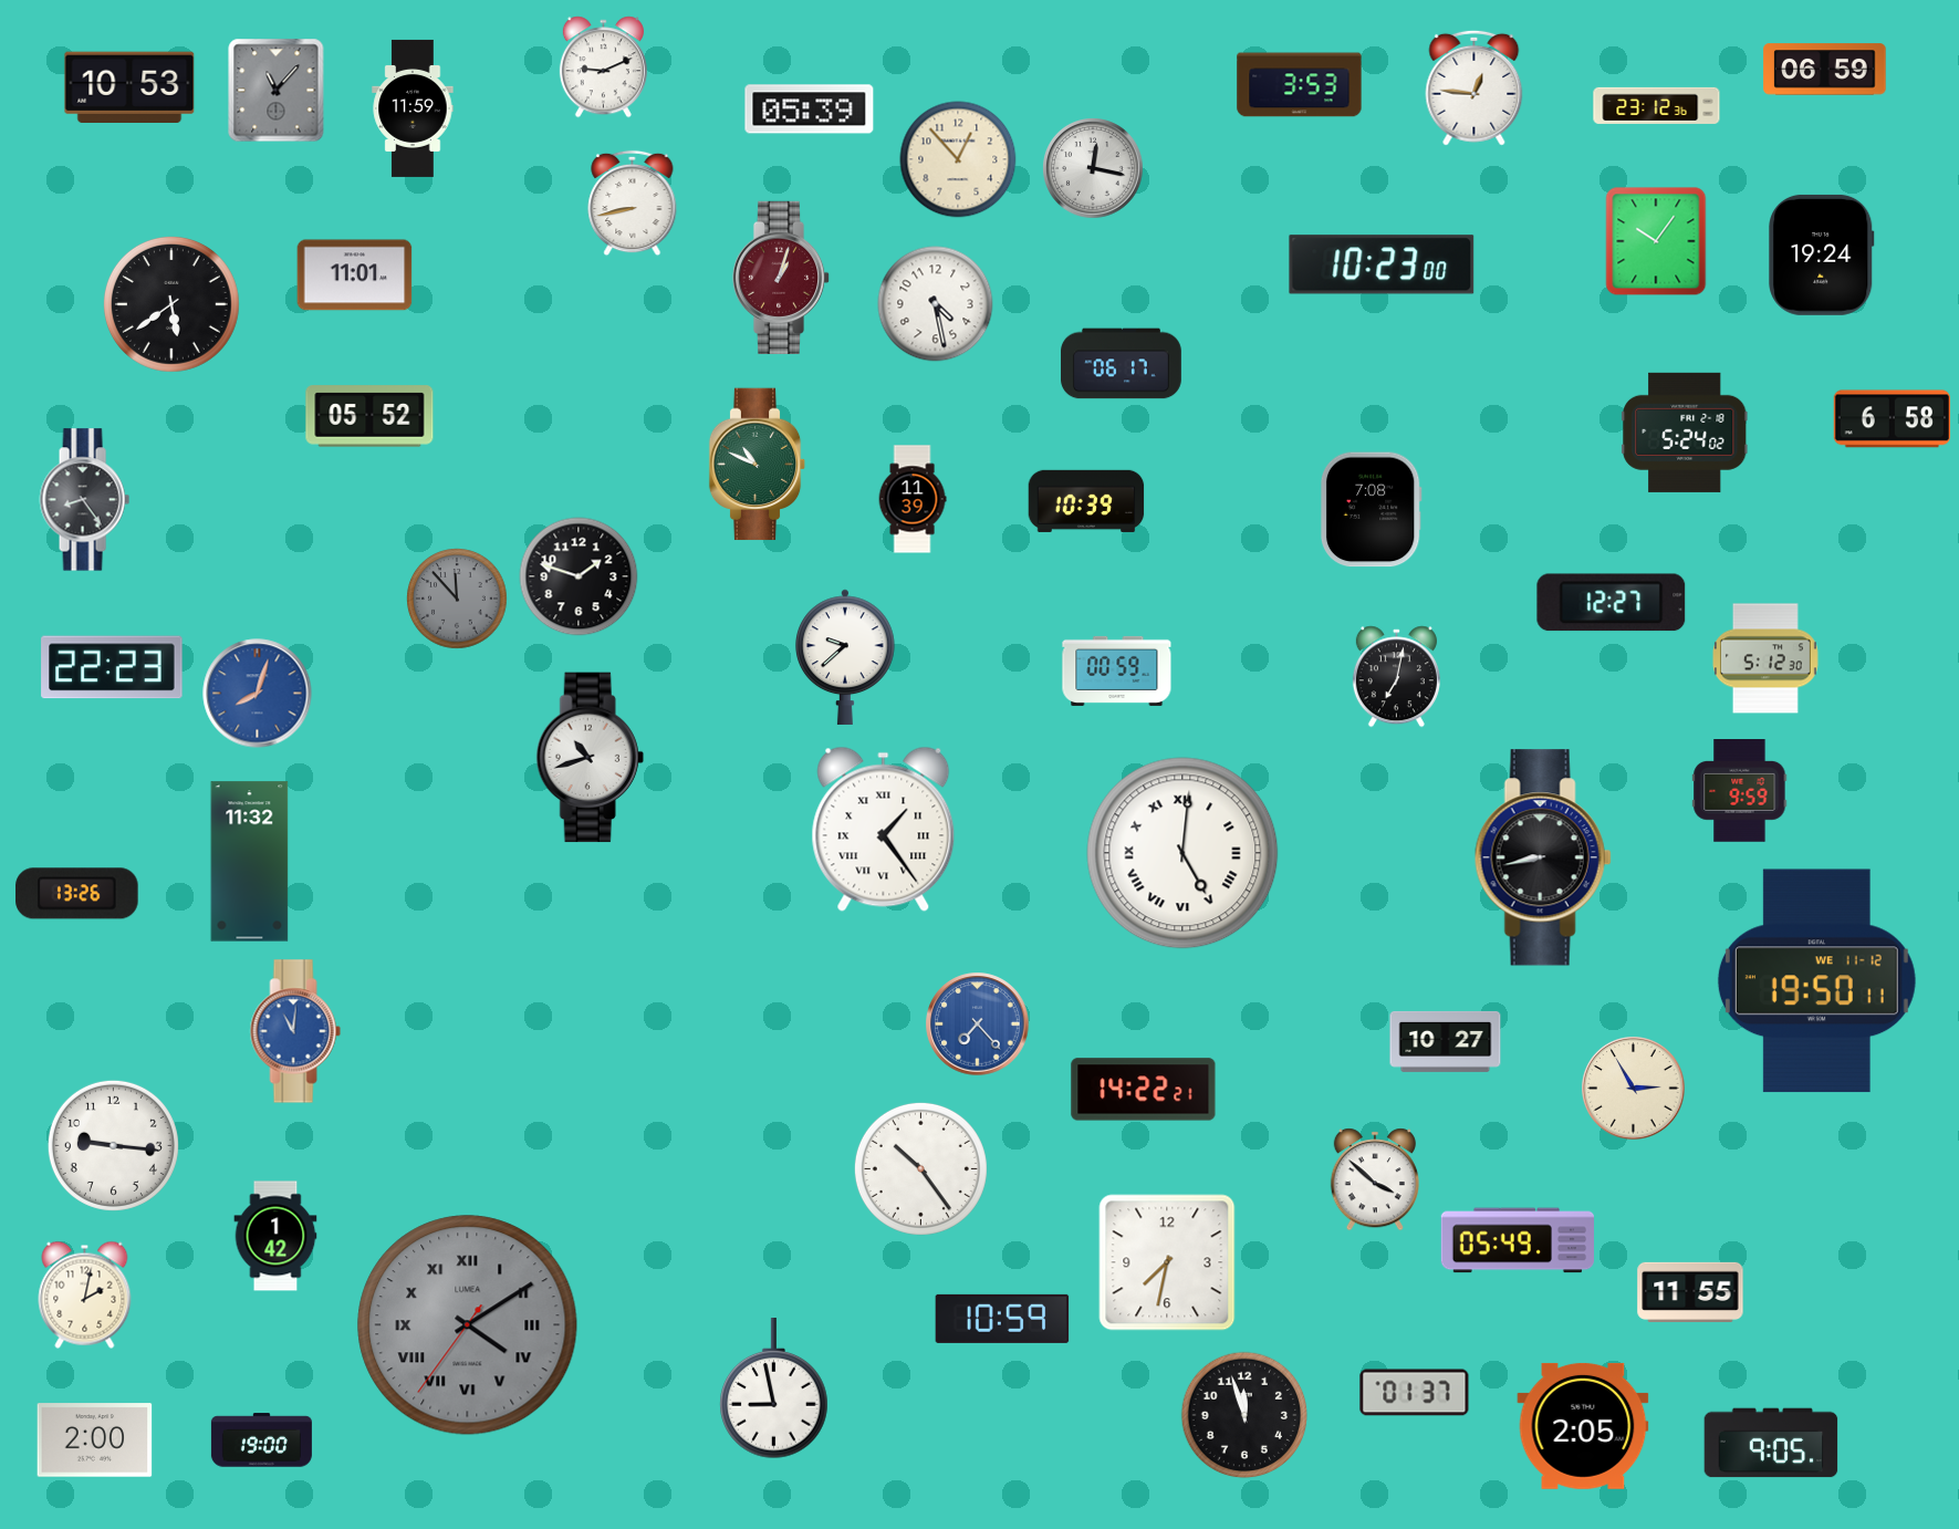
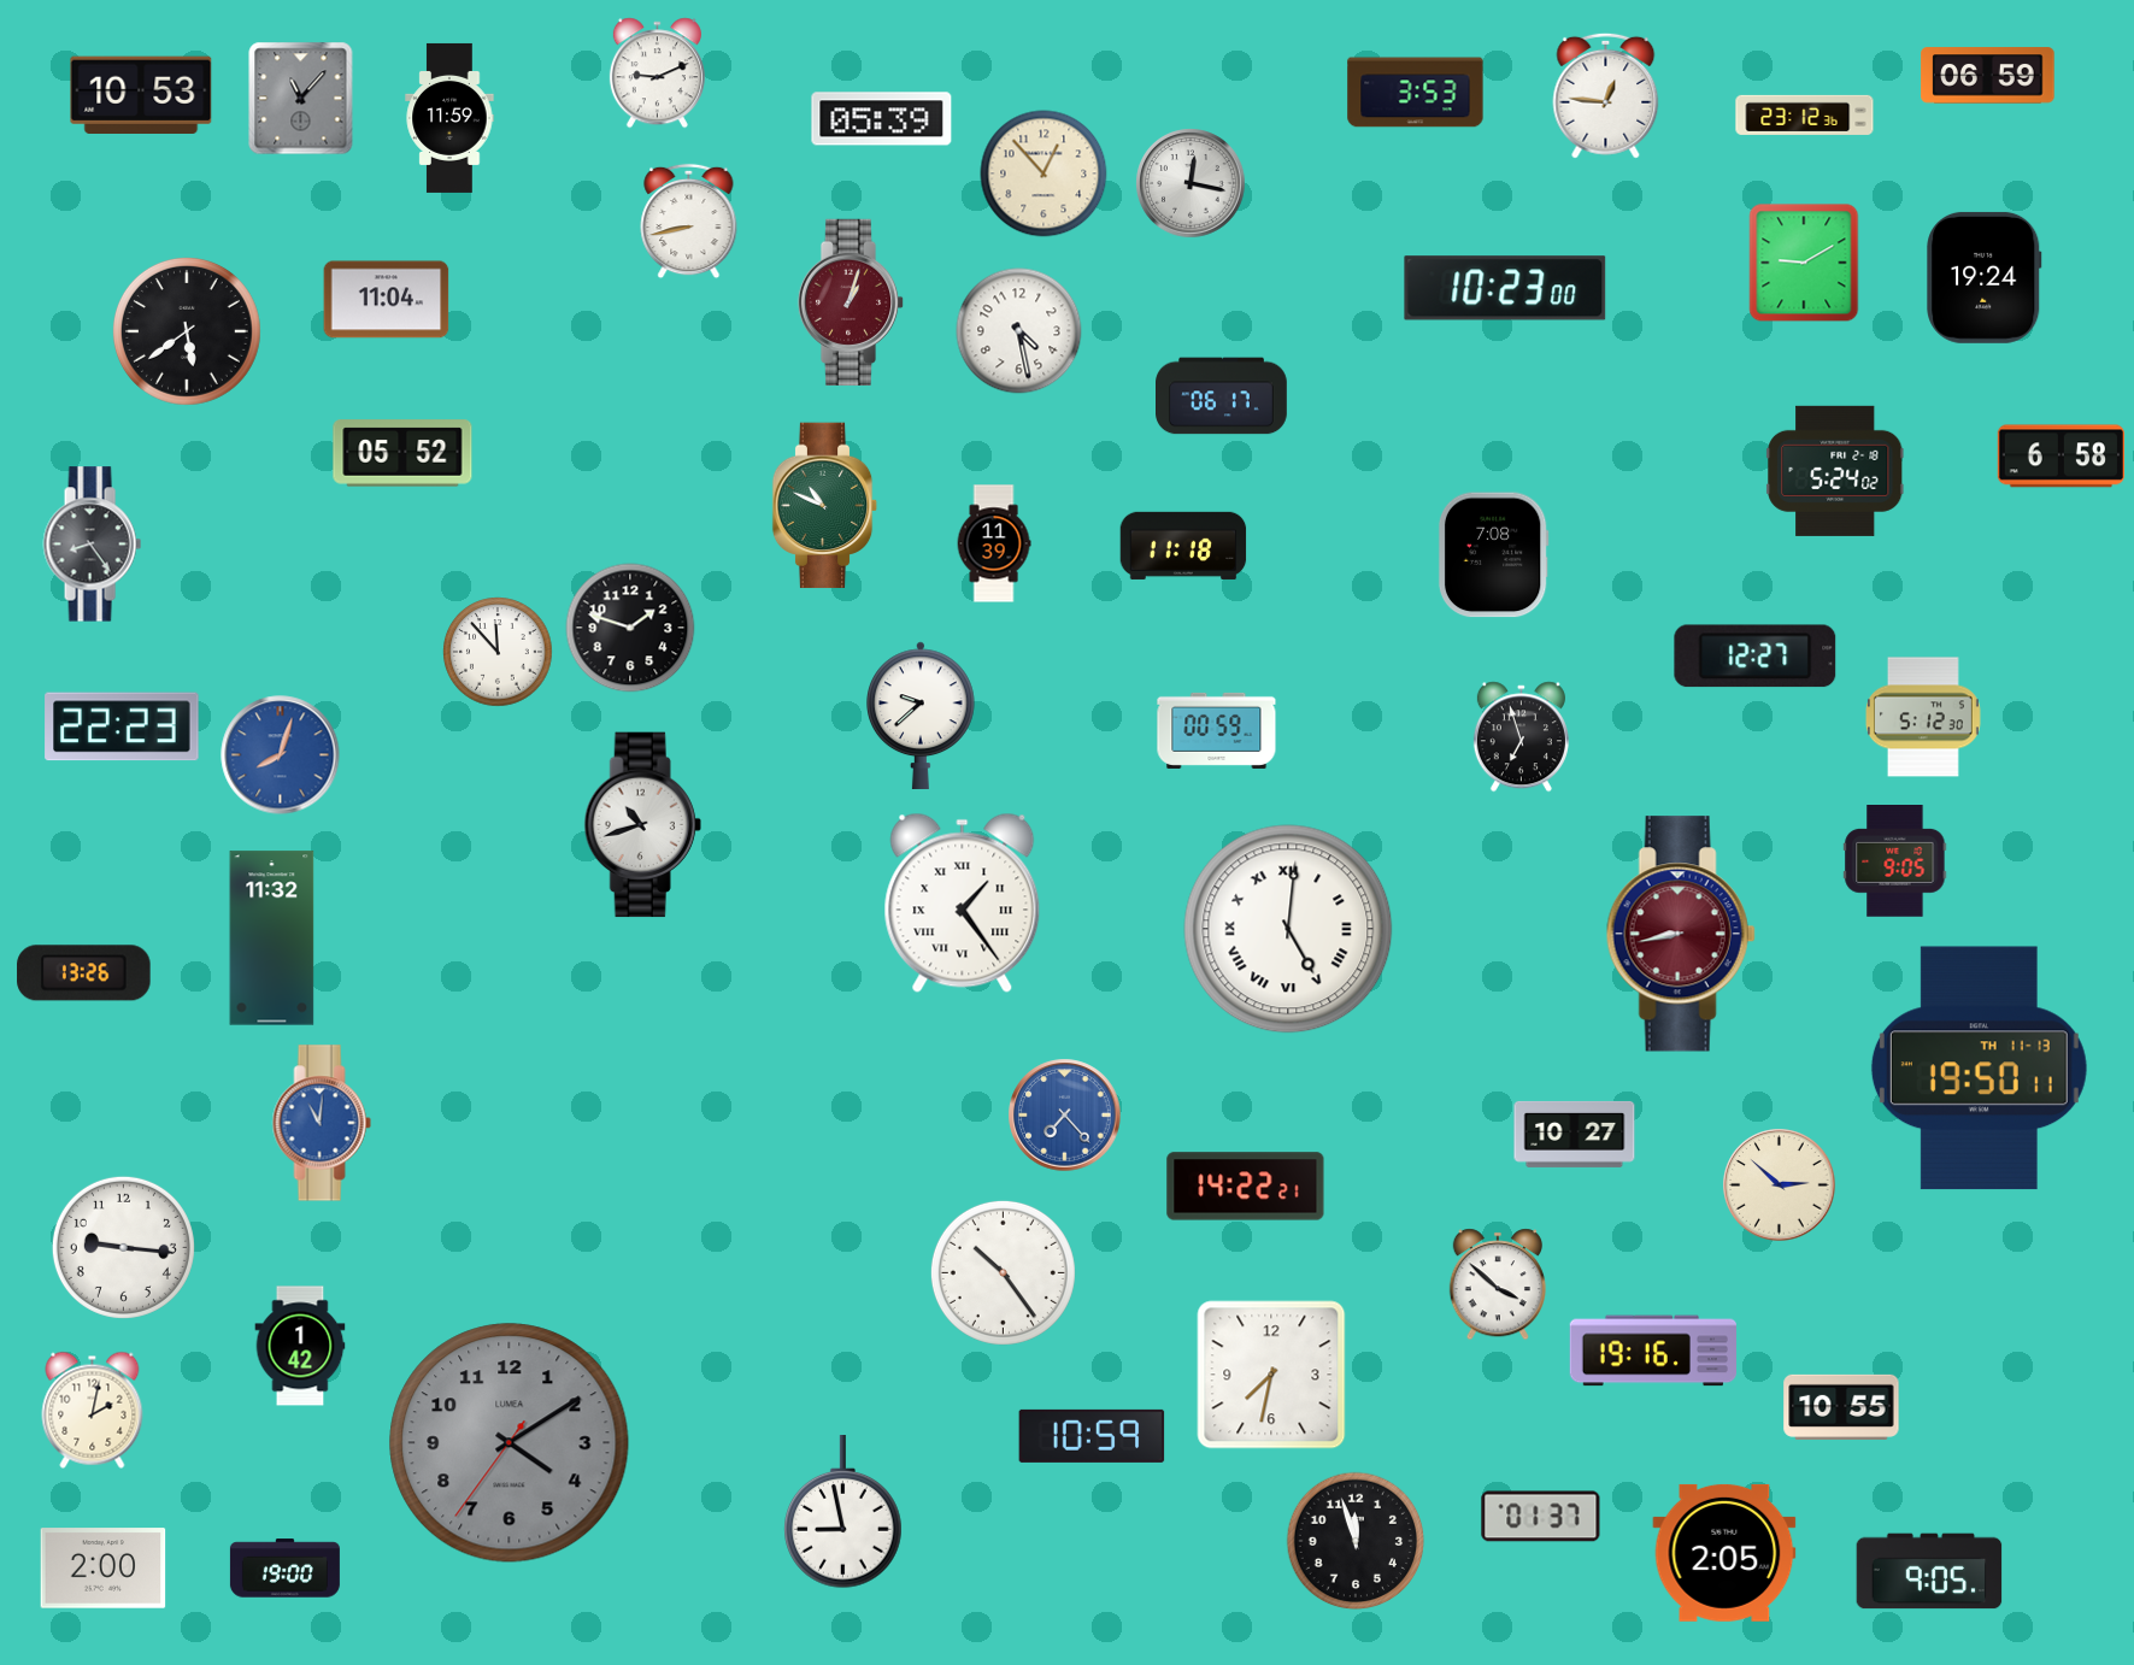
clock at (1656, 241): 10:06 -> 9:10
clock at (355, 275): 11:01 -> 11:04
clock at (1086, 501): 10:39 -> 11:18
clock at (457, 599) dial: grey -> white
clock at (1396, 677): 7:02 -> 6:57
clock at (1740, 791): 9:59 -> 9:05
clock at (1543, 857) dial: black -> burgundy
clock at (1816, 981) date: WE 11-12 -> TH 11-13
clock at (1634, 1089): 2:55 -> 2:52
clock at (1517, 1240): 05:49 -> 19:16
clock at (1690, 1292): 11:55 -> 10:55
clock at (468, 1325) numerals: Roman -> Arabic
